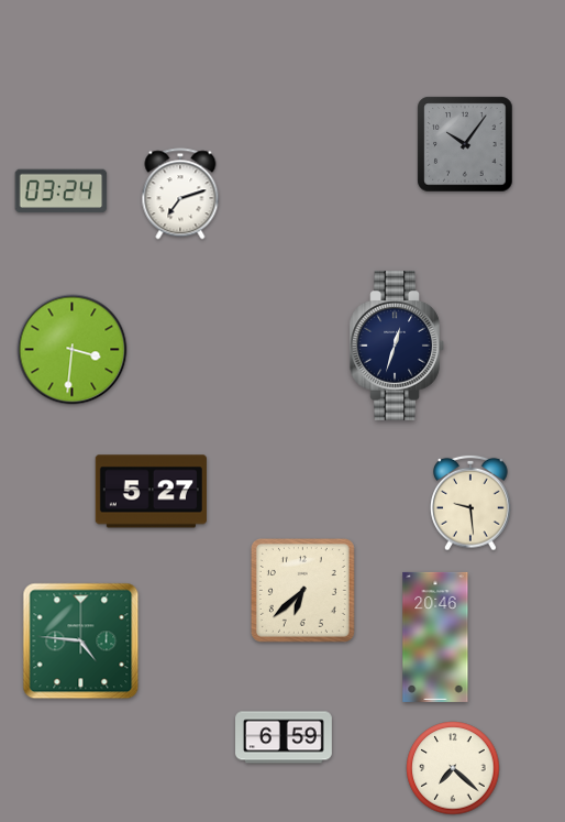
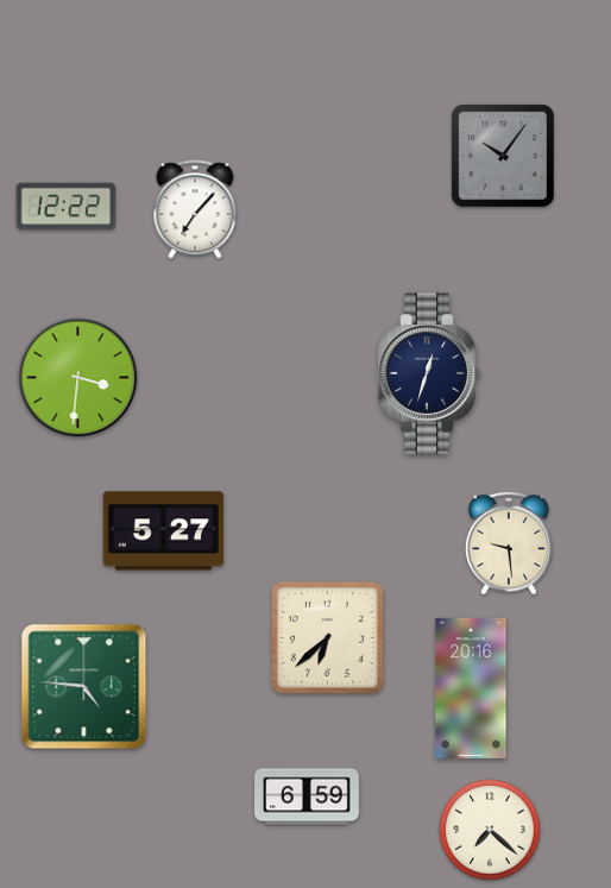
clock at (62, 191): 03:24 -> 12:22
clock at (180, 194): 7:12 -> 7:07
clock at (435, 637): 20:46 -> 20:16
clock at (81, 642) position: (81, 642) -> (84, 687)
